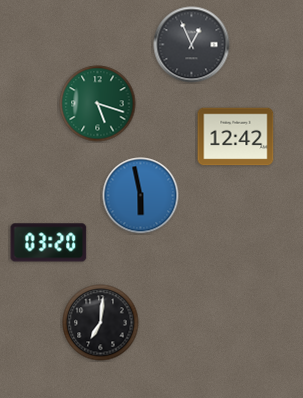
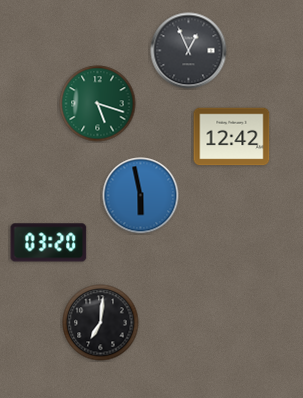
clock at (192, 45) position: (192, 45) -> (189, 51)
clock at (236, 137) position: (236, 137) -> (232, 137)
